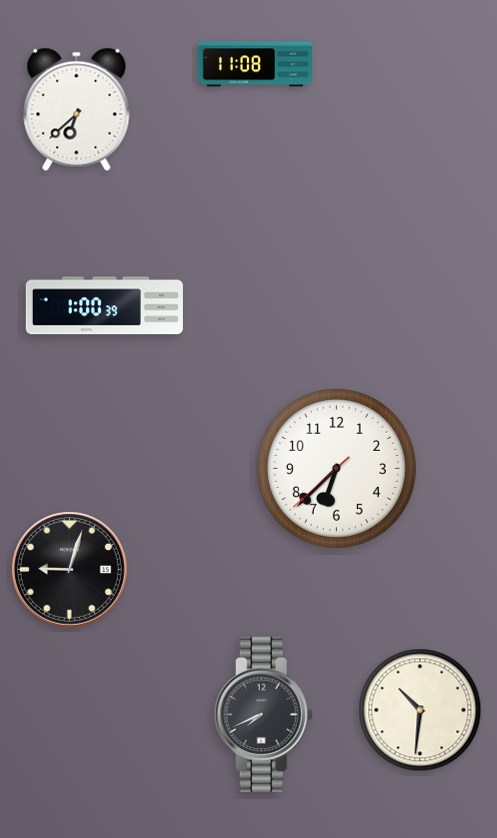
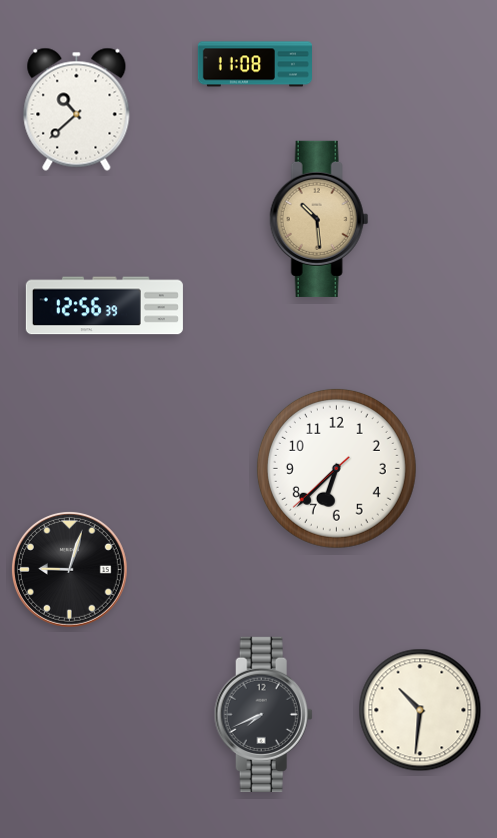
clock at (77, 109): 6:38 -> 10:38
clock at (319, 219): none -> 10:29
clock at (104, 306): 1:00 -> 12:56
